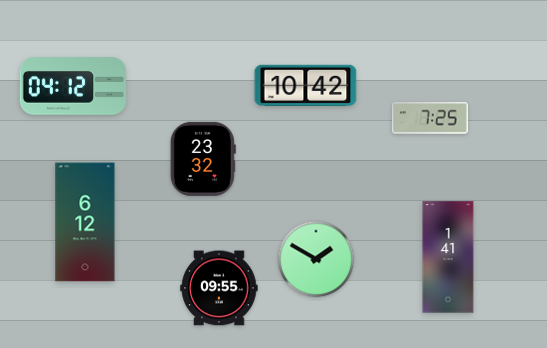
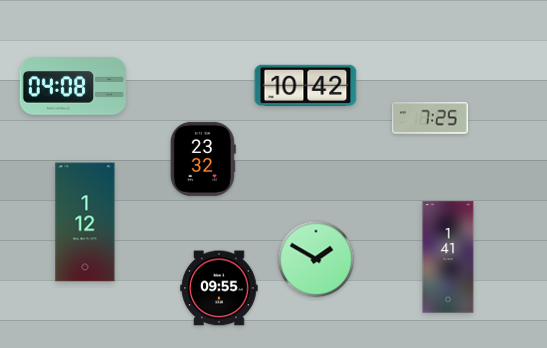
clock at (73, 86): 04:12 -> 04:08
clock at (85, 222): 6:12 -> 1:12
